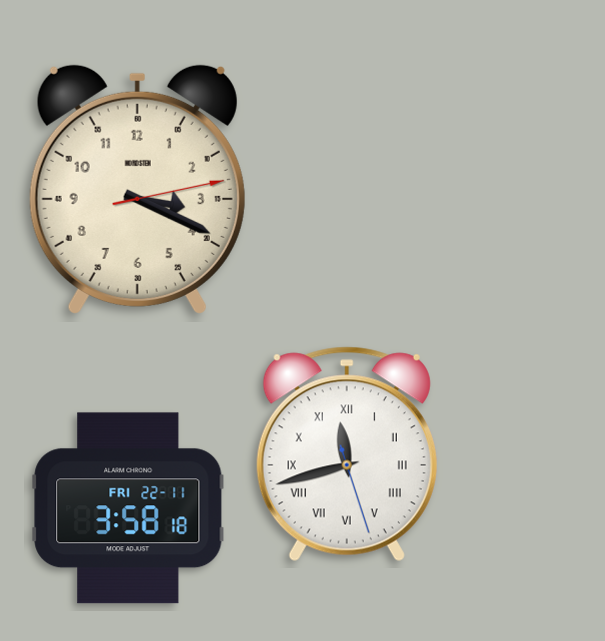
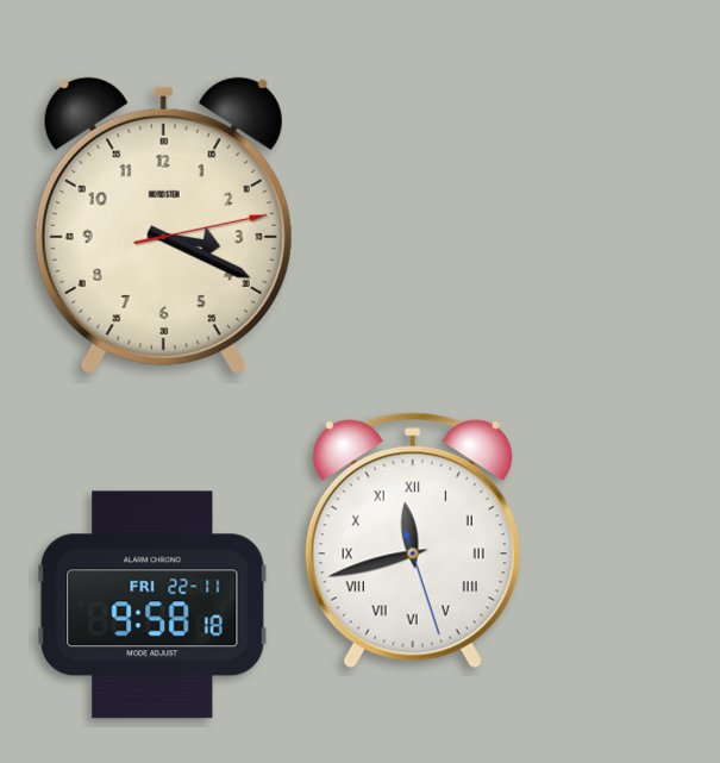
clock at (128, 508): 3:58 -> 9:58
